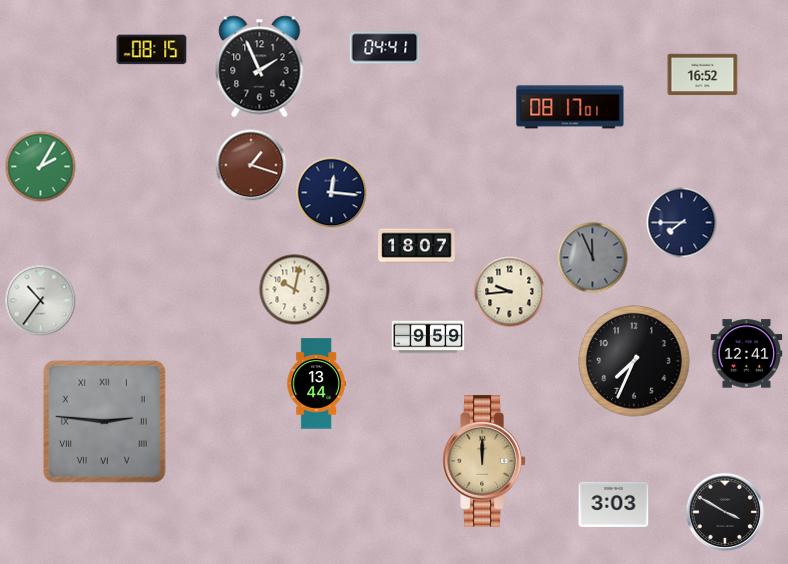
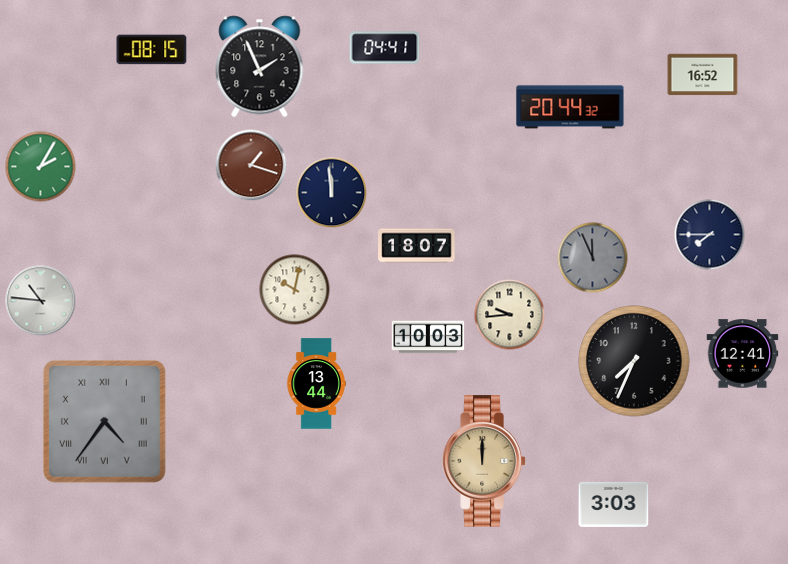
clock at (570, 107): 08:17 -> 20:44
clock at (332, 193): 12:16 -> 11:59
clock at (682, 223) position: (682, 223) -> (710, 235)
clock at (510, 292) position: (510, 292) -> (510, 315)
clock at (41, 301): 10:36 -> 10:46
clock at (428, 337): 9:59 -> 10:03
clock at (747, 354) position: (747, 354) -> (743, 354)
clock at (104, 421): 2:46 -> 4:36
clock at (724, 511): 3:50 -> none
